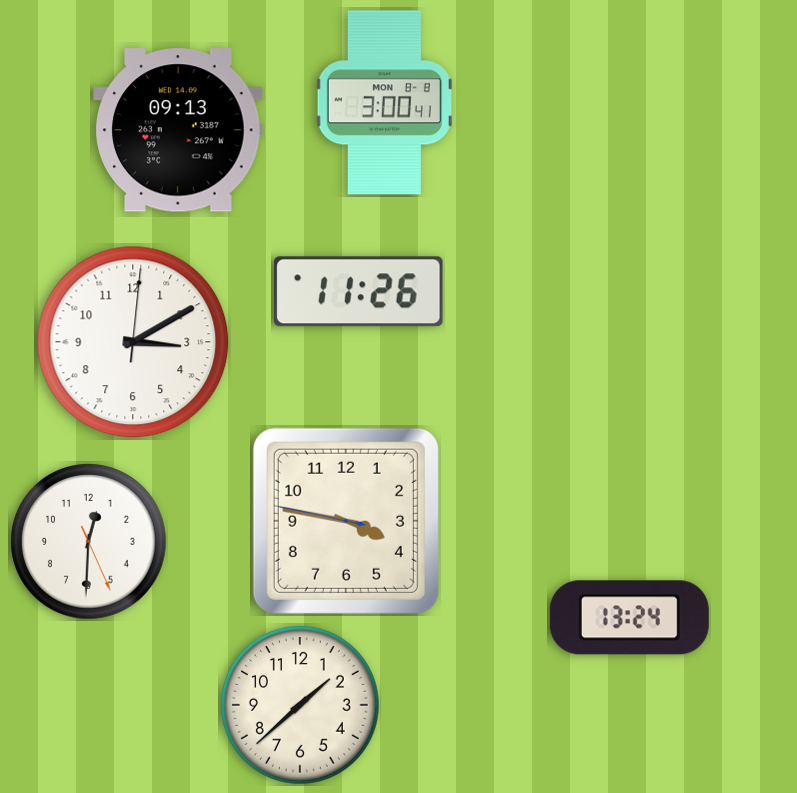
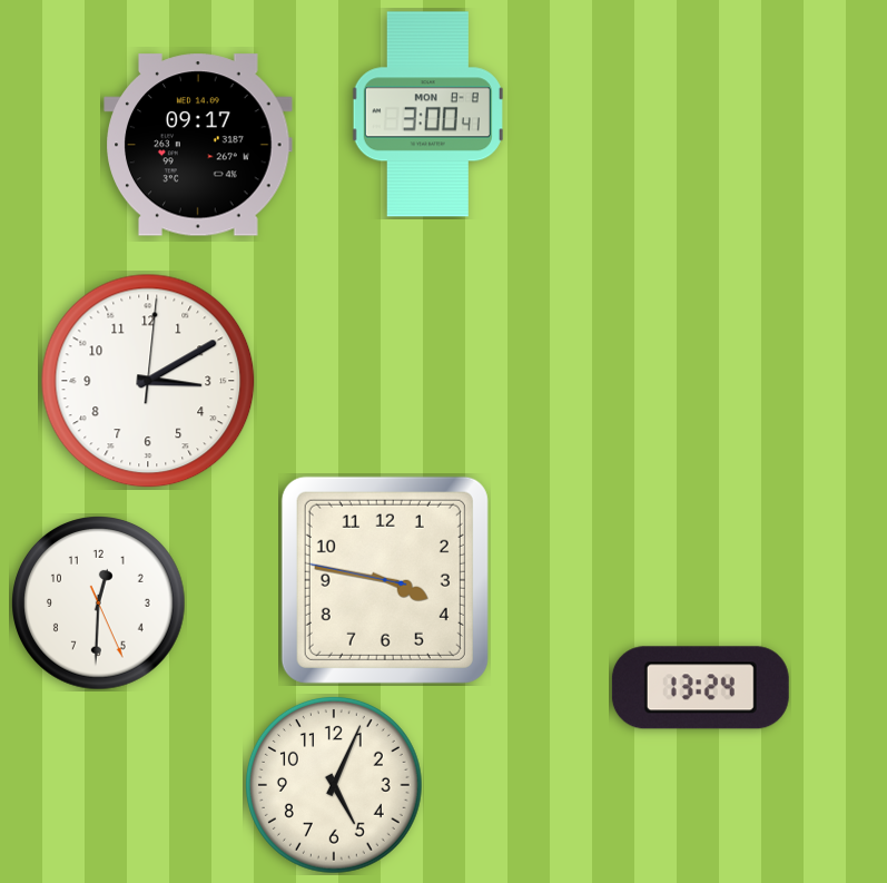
clock at (178, 130): 09:13 -> 09:17
clock at (359, 292): 11:26 -> none
clock at (300, 705): 1:38 -> 5:04
